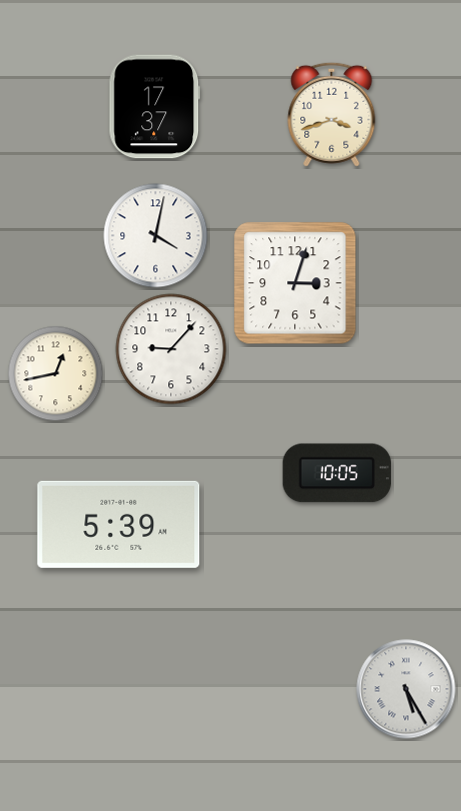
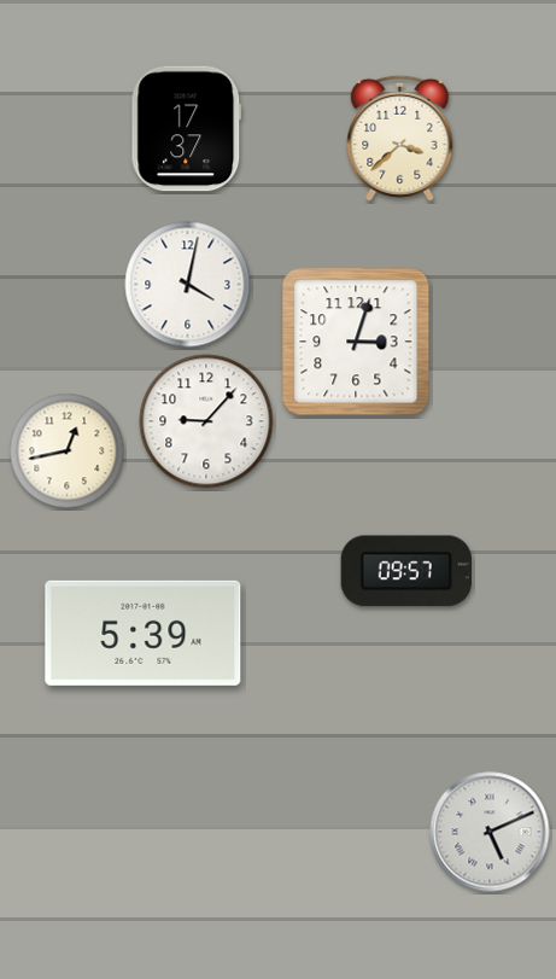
clock at (332, 114): 3:42 -> 3:38
clock at (337, 473): 10:05 -> 09:57
clock at (406, 689): 5:25 -> 5:11
